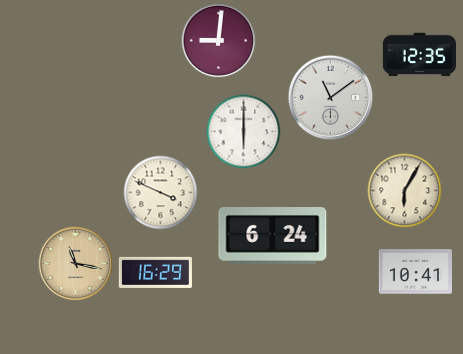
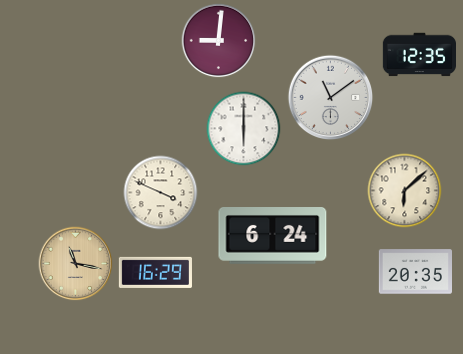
clock at (244, 132) position: (244, 132) -> (244, 129)
clock at (405, 191): 6:05 -> 6:08
clock at (415, 272): 10:41 -> 20:35
